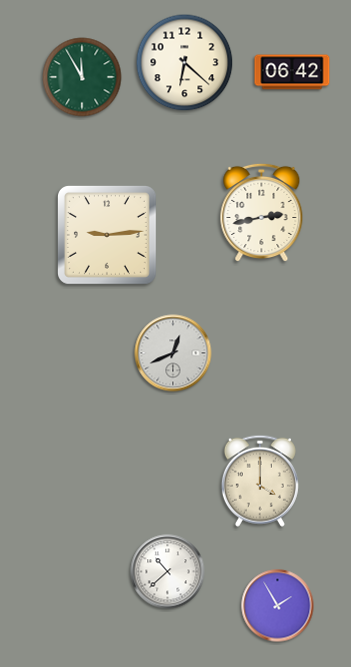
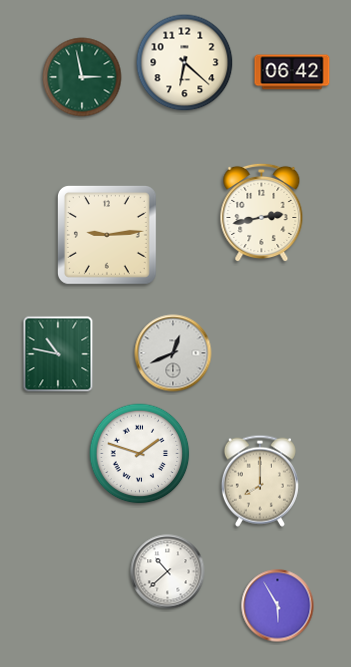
clock at (82, 77): 11:55 -> 2:58
clock at (58, 354): none -> 10:47
clock at (140, 454): none -> 1:48
clock at (260, 481): 4:00 -> 8:00
clock at (278, 606): 1:55 -> 5:55
